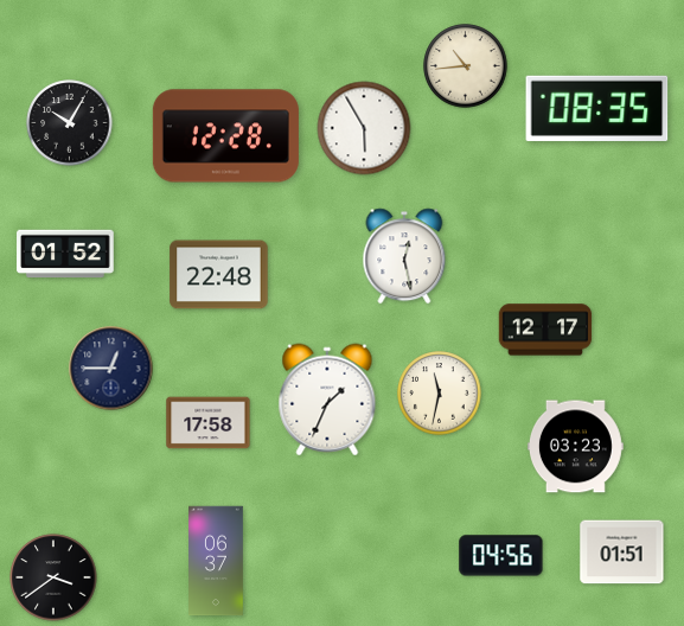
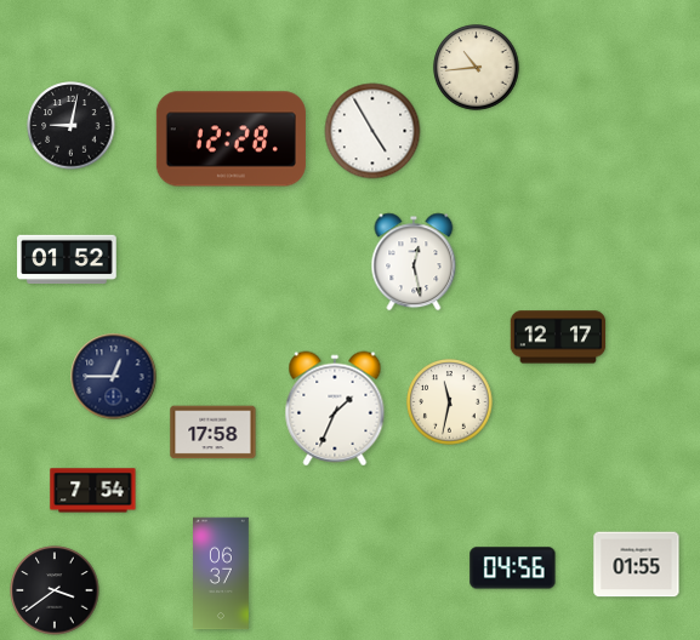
clock at (597, 108): 08:35 -> none
clock at (70, 123): 10:05 -> 9:02
clock at (364, 128): 5:55 -> 4:55
clock at (219, 275): 22:48 -> none
clock at (575, 447): 03:23 -> none
clock at (93, 491): none -> 7:54
clock at (622, 552): 01:51 -> 01:55
